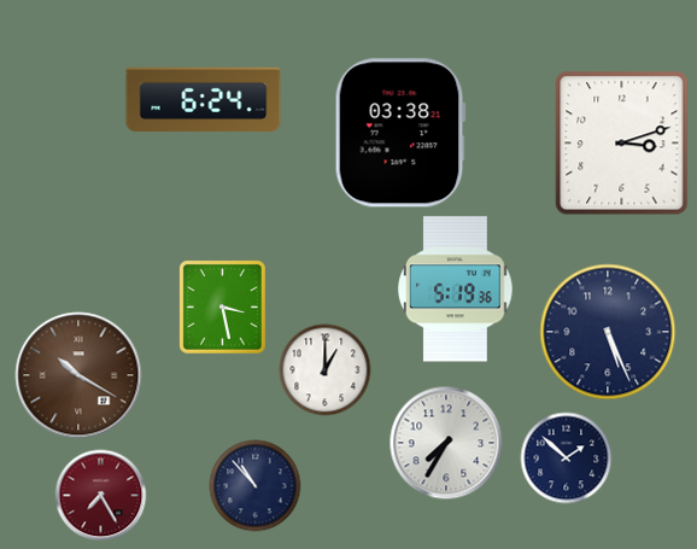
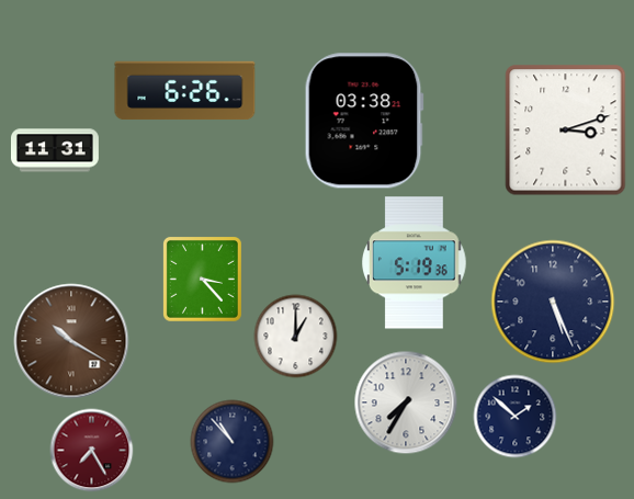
clock at (204, 100): 6:24 -> 6:26
clock at (55, 150): none -> 11:31
clock at (222, 306): 3:28 -> 3:23
